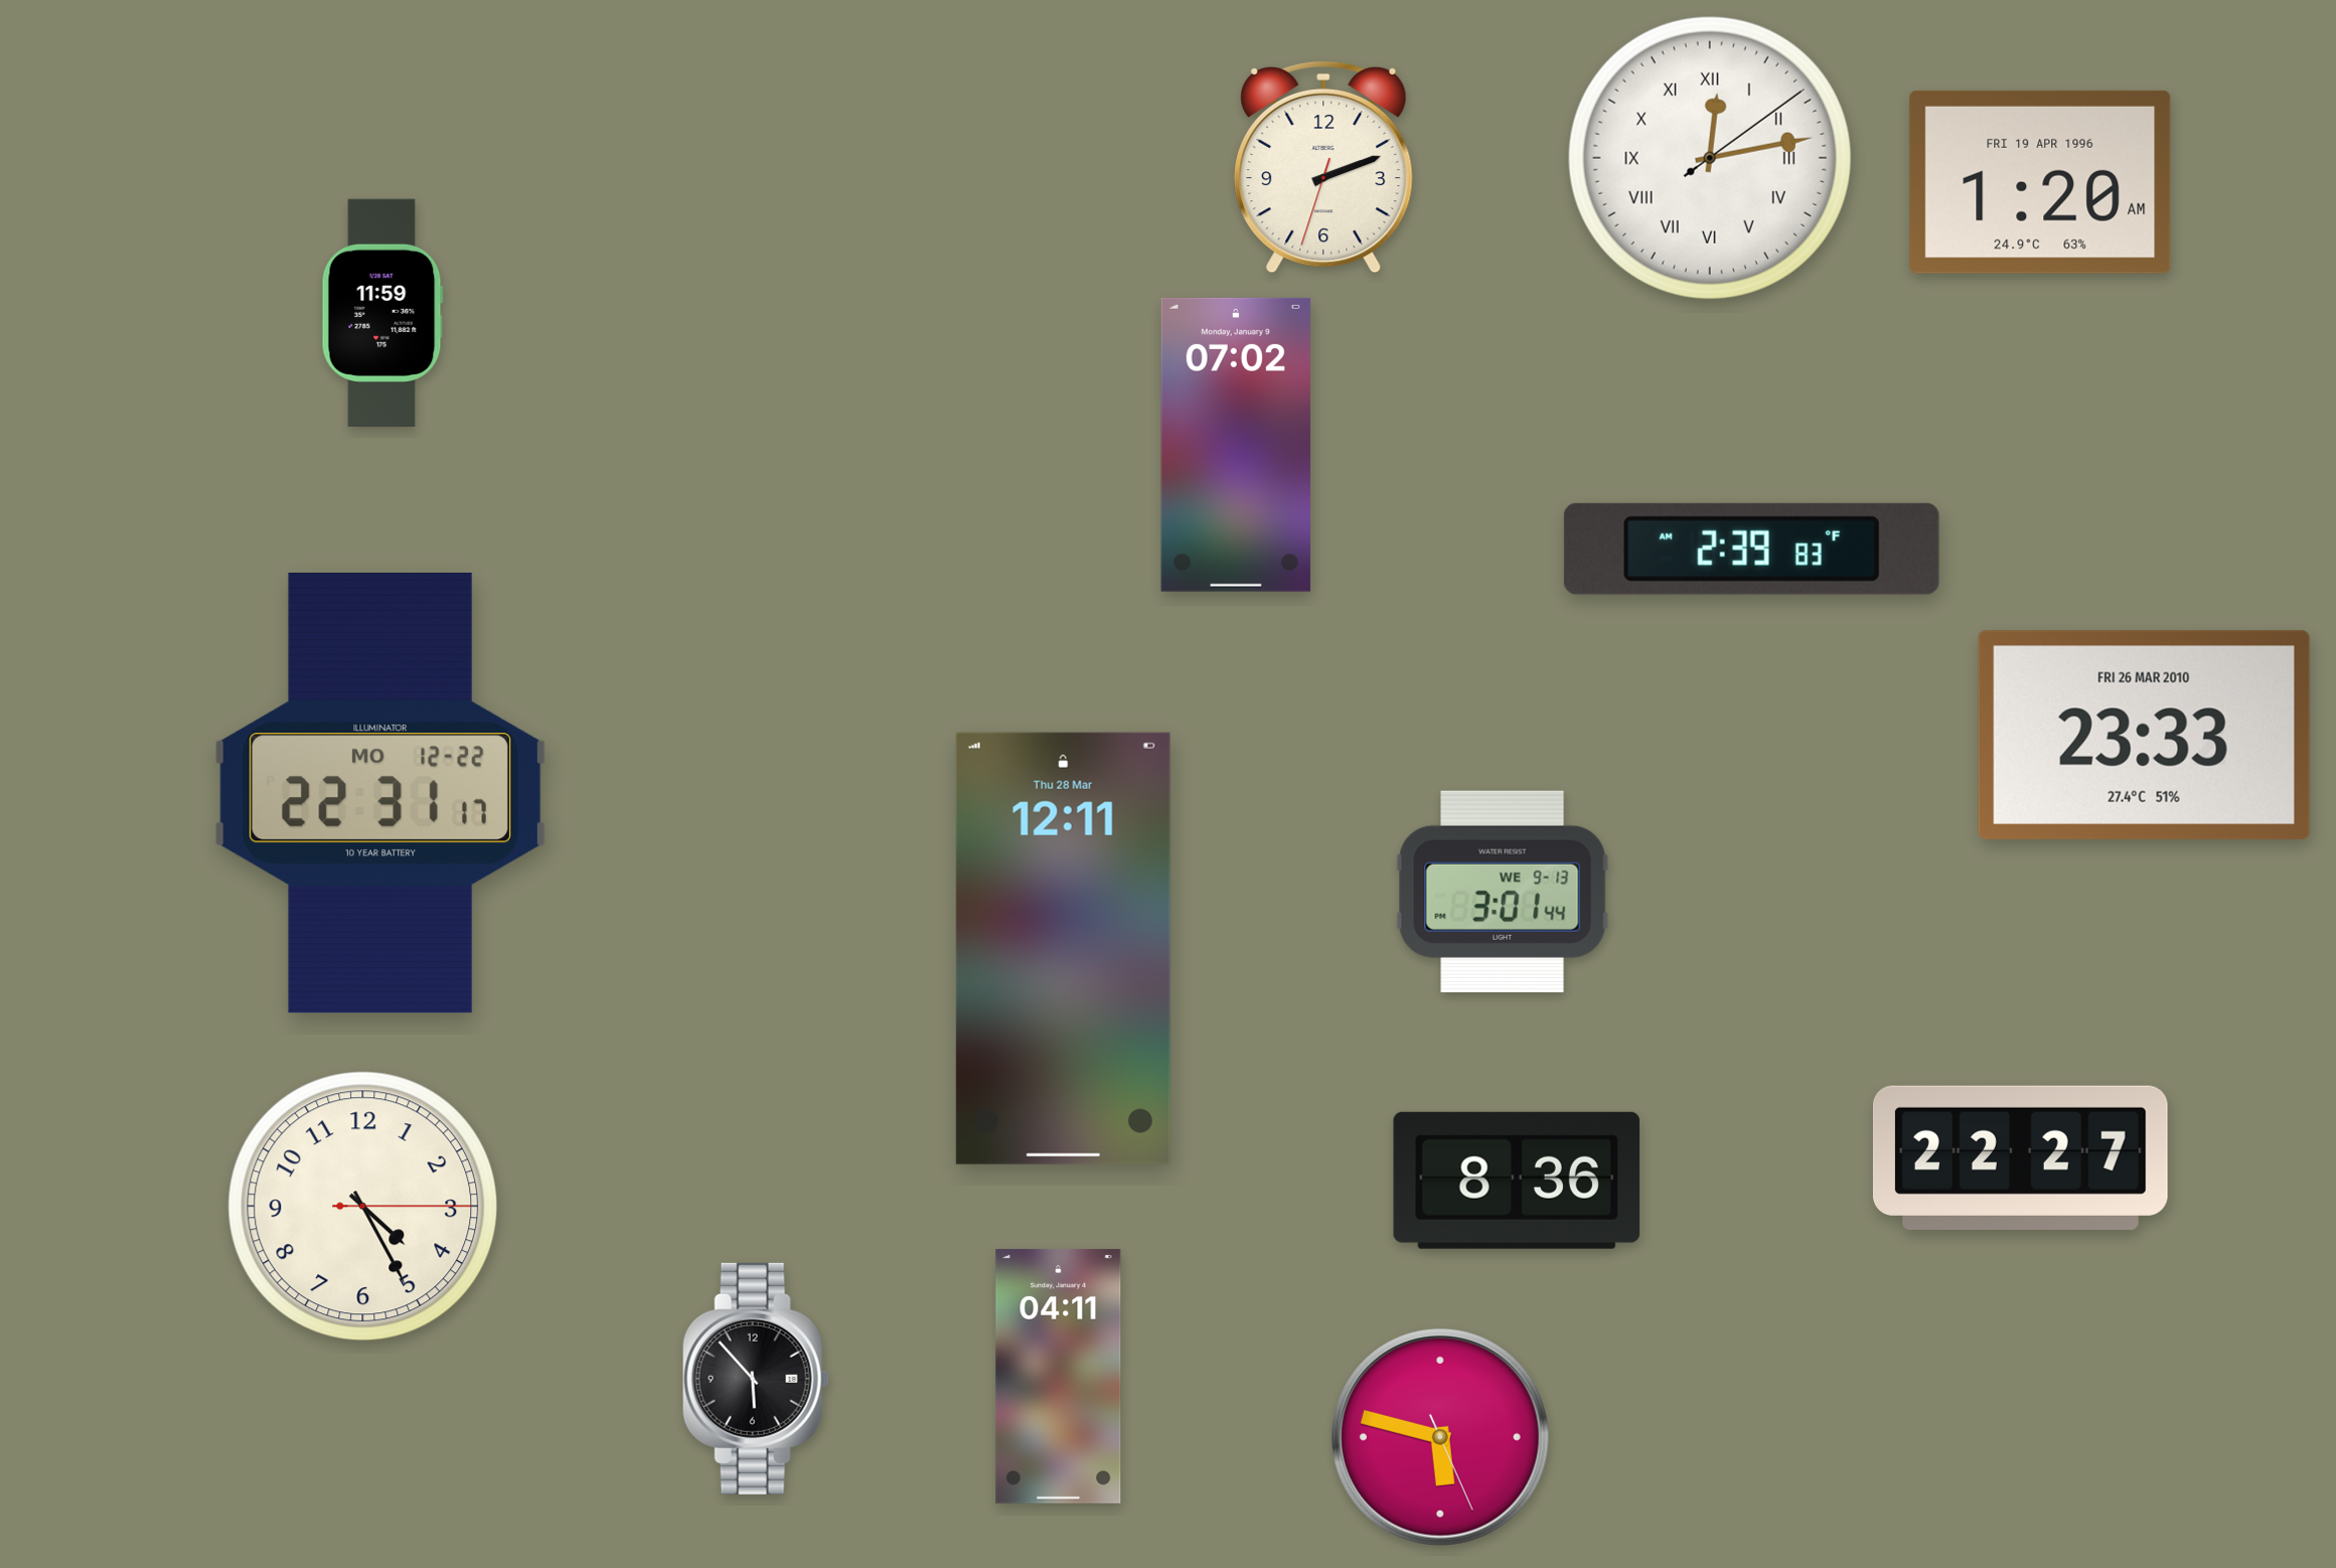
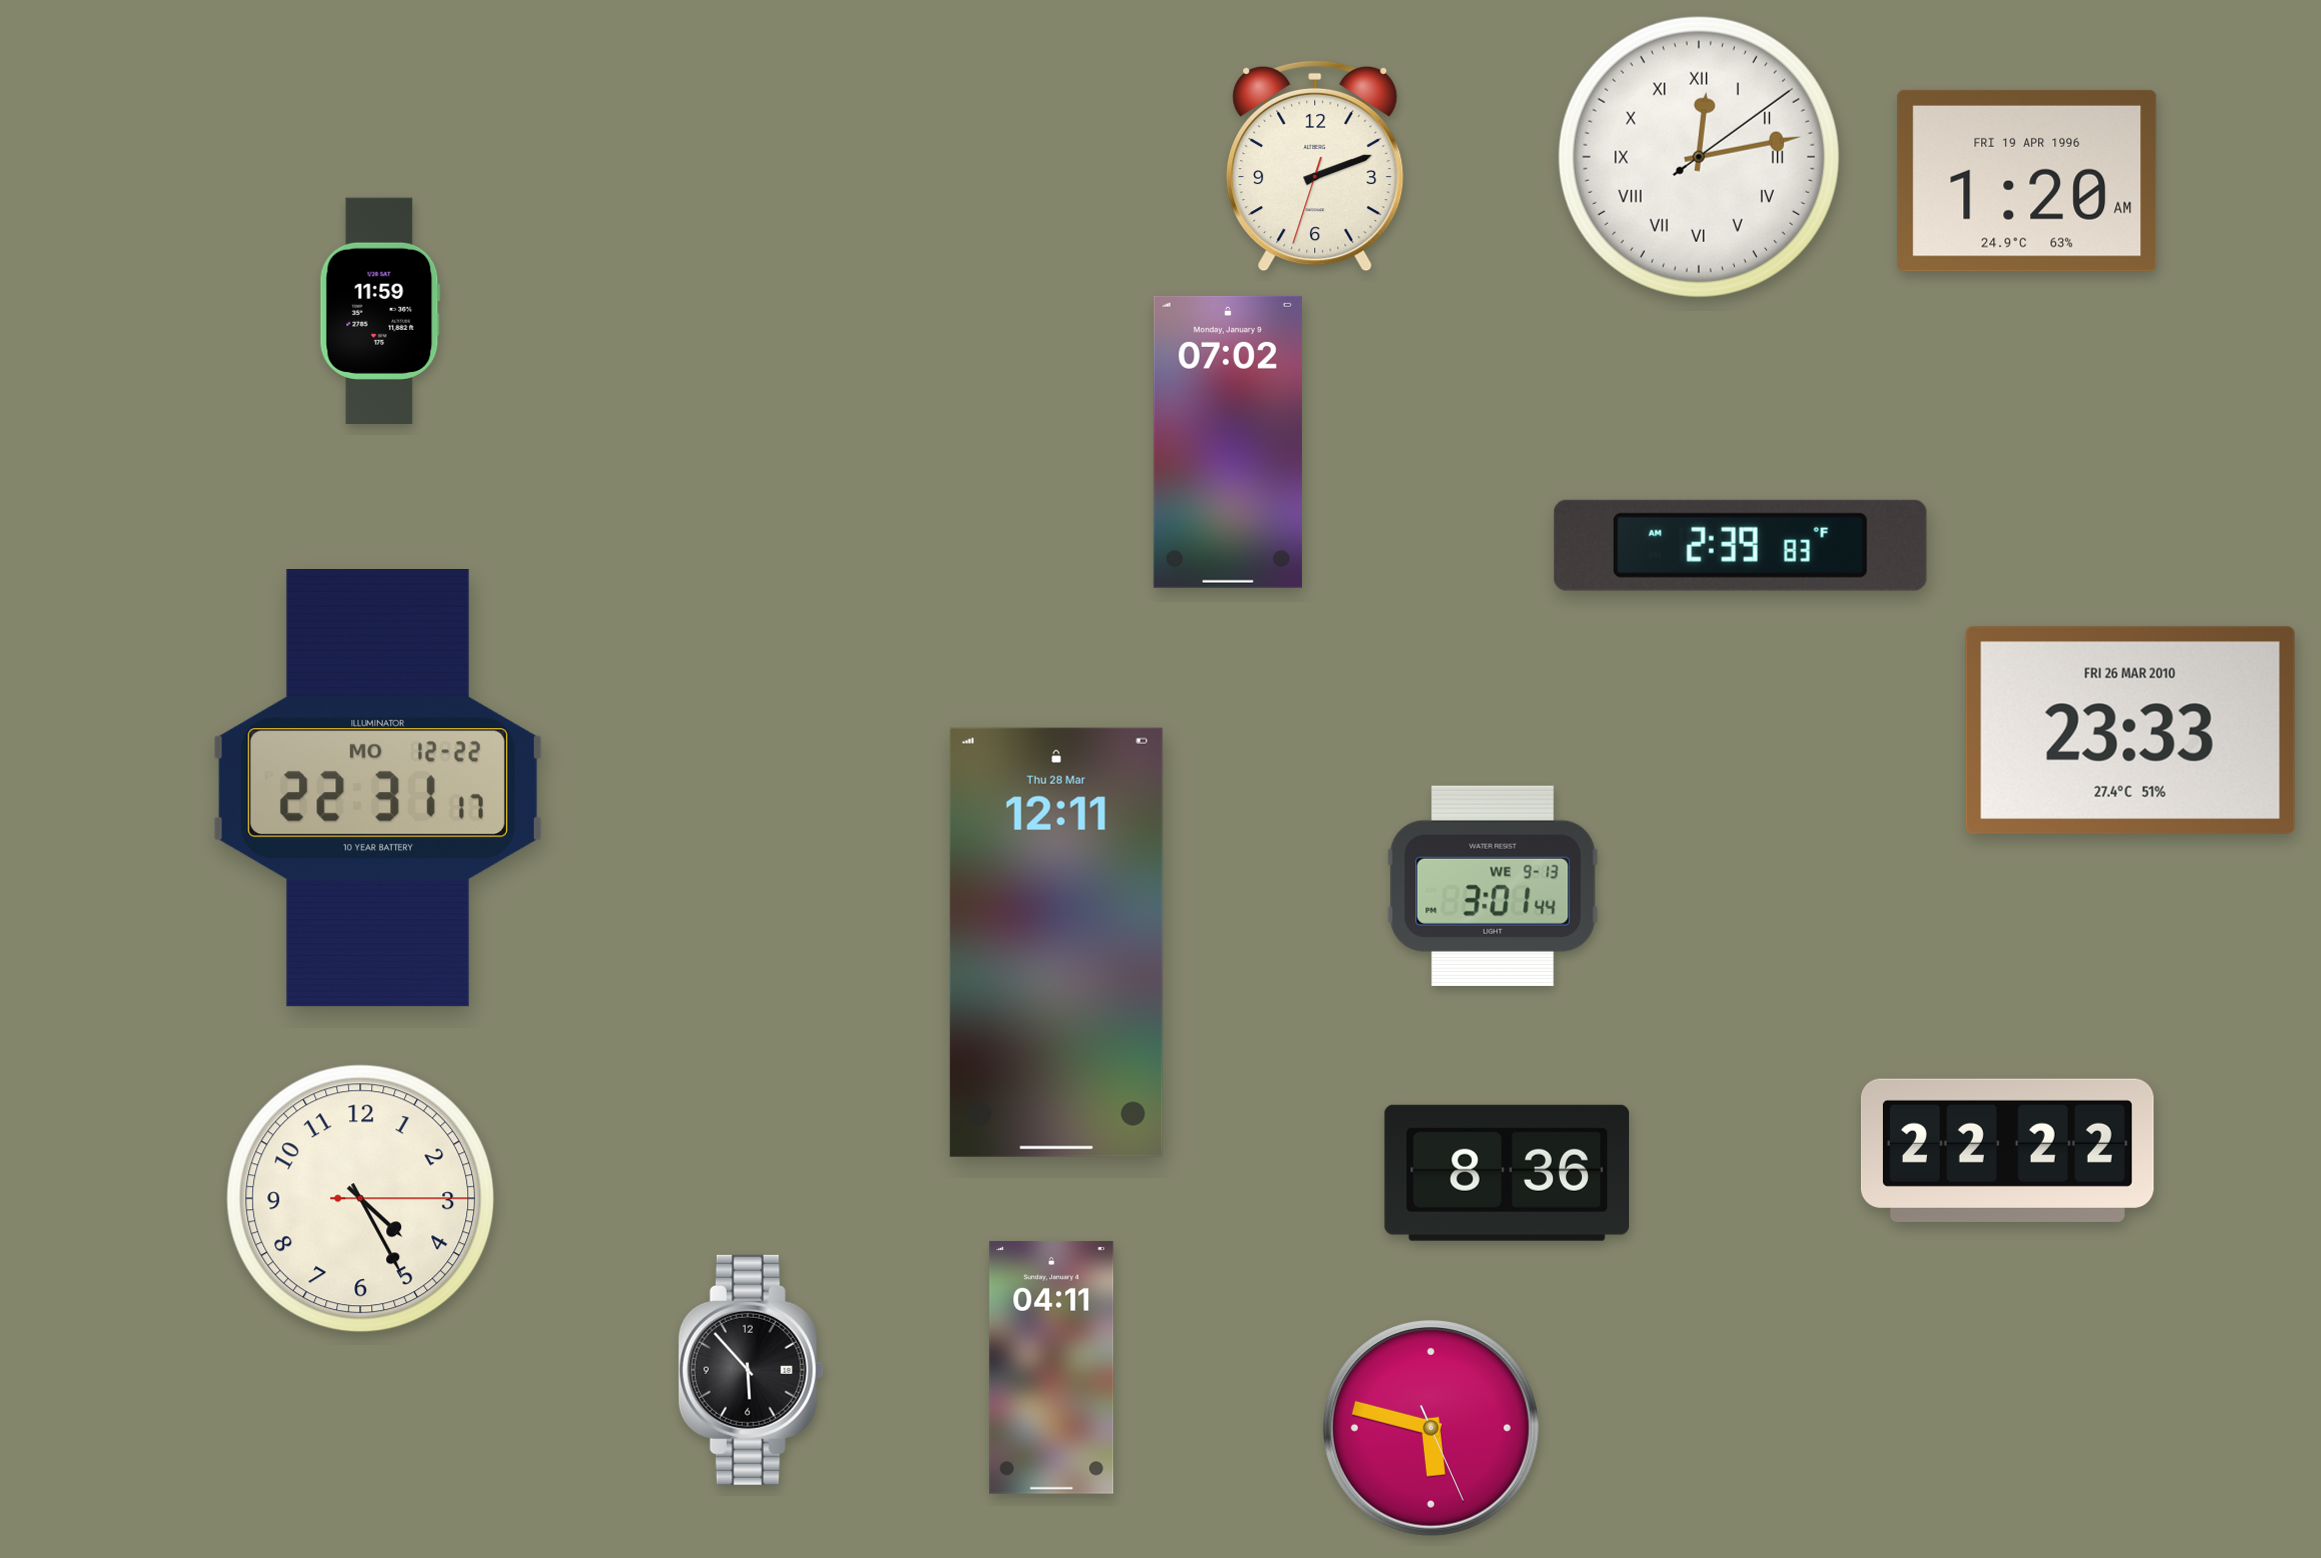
clock at (2020, 1157): 22:27 -> 22:22
